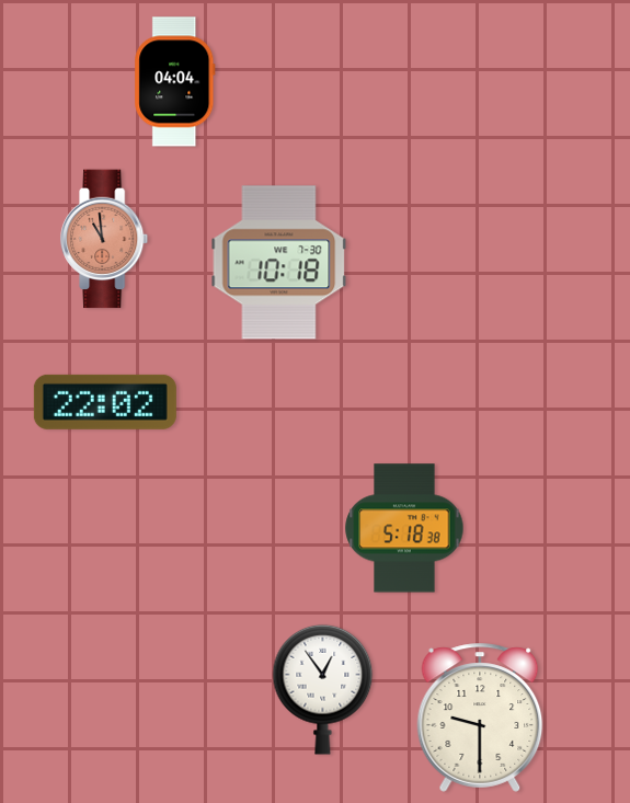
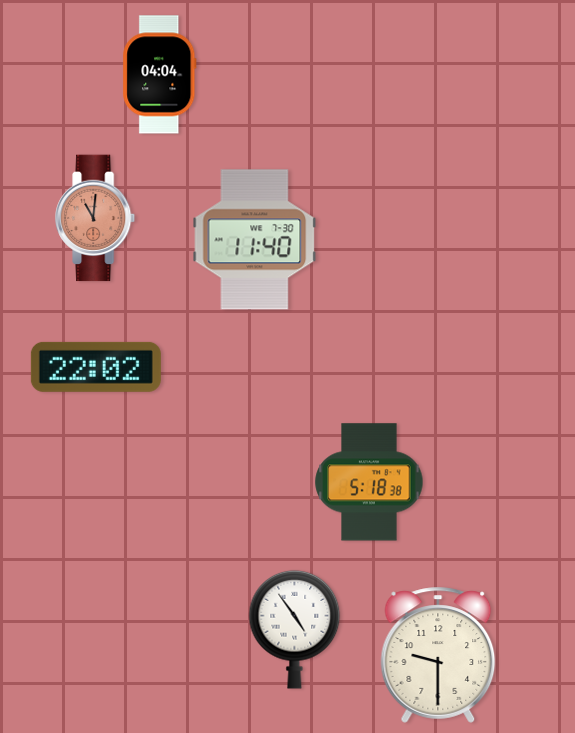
clock at (105, 239): 10:59 -> 11:01
clock at (279, 263): 10:18 -> 11:40
clock at (323, 689): 12:54 -> 4:54
